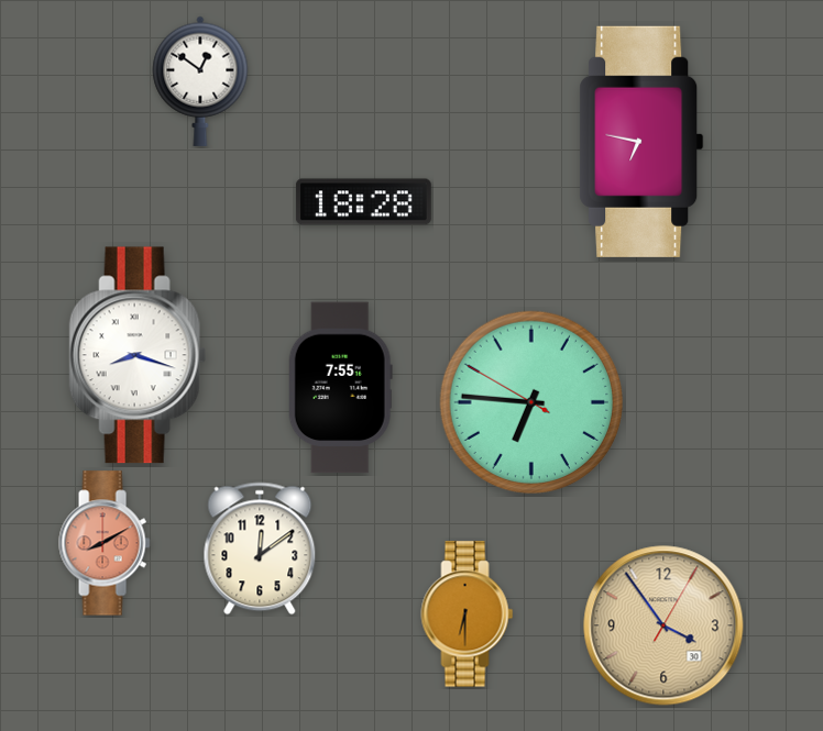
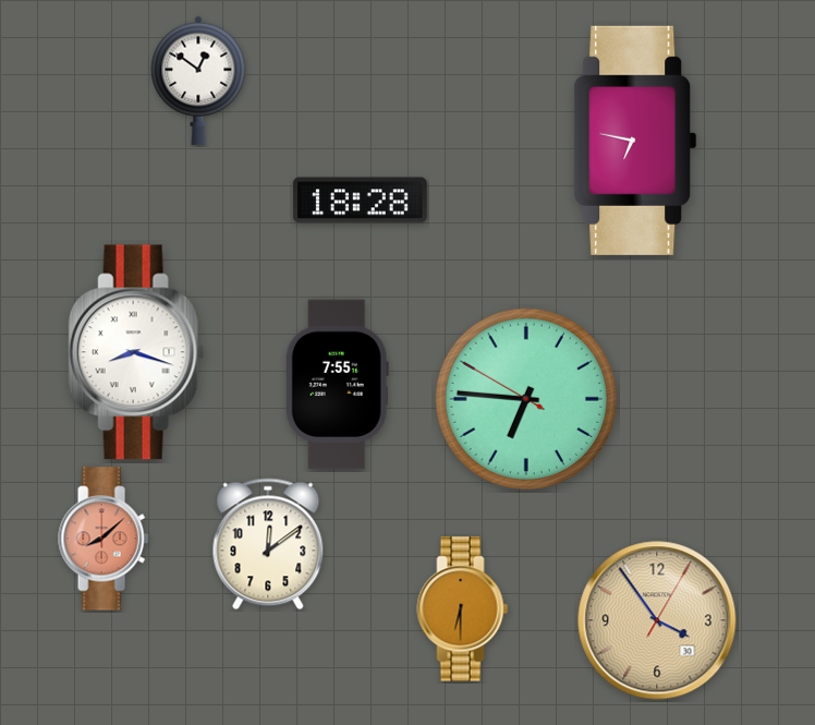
clock at (105, 543): 8:10 -> 8:08
clock at (260, 549) position: (260, 549) -> (268, 544)
